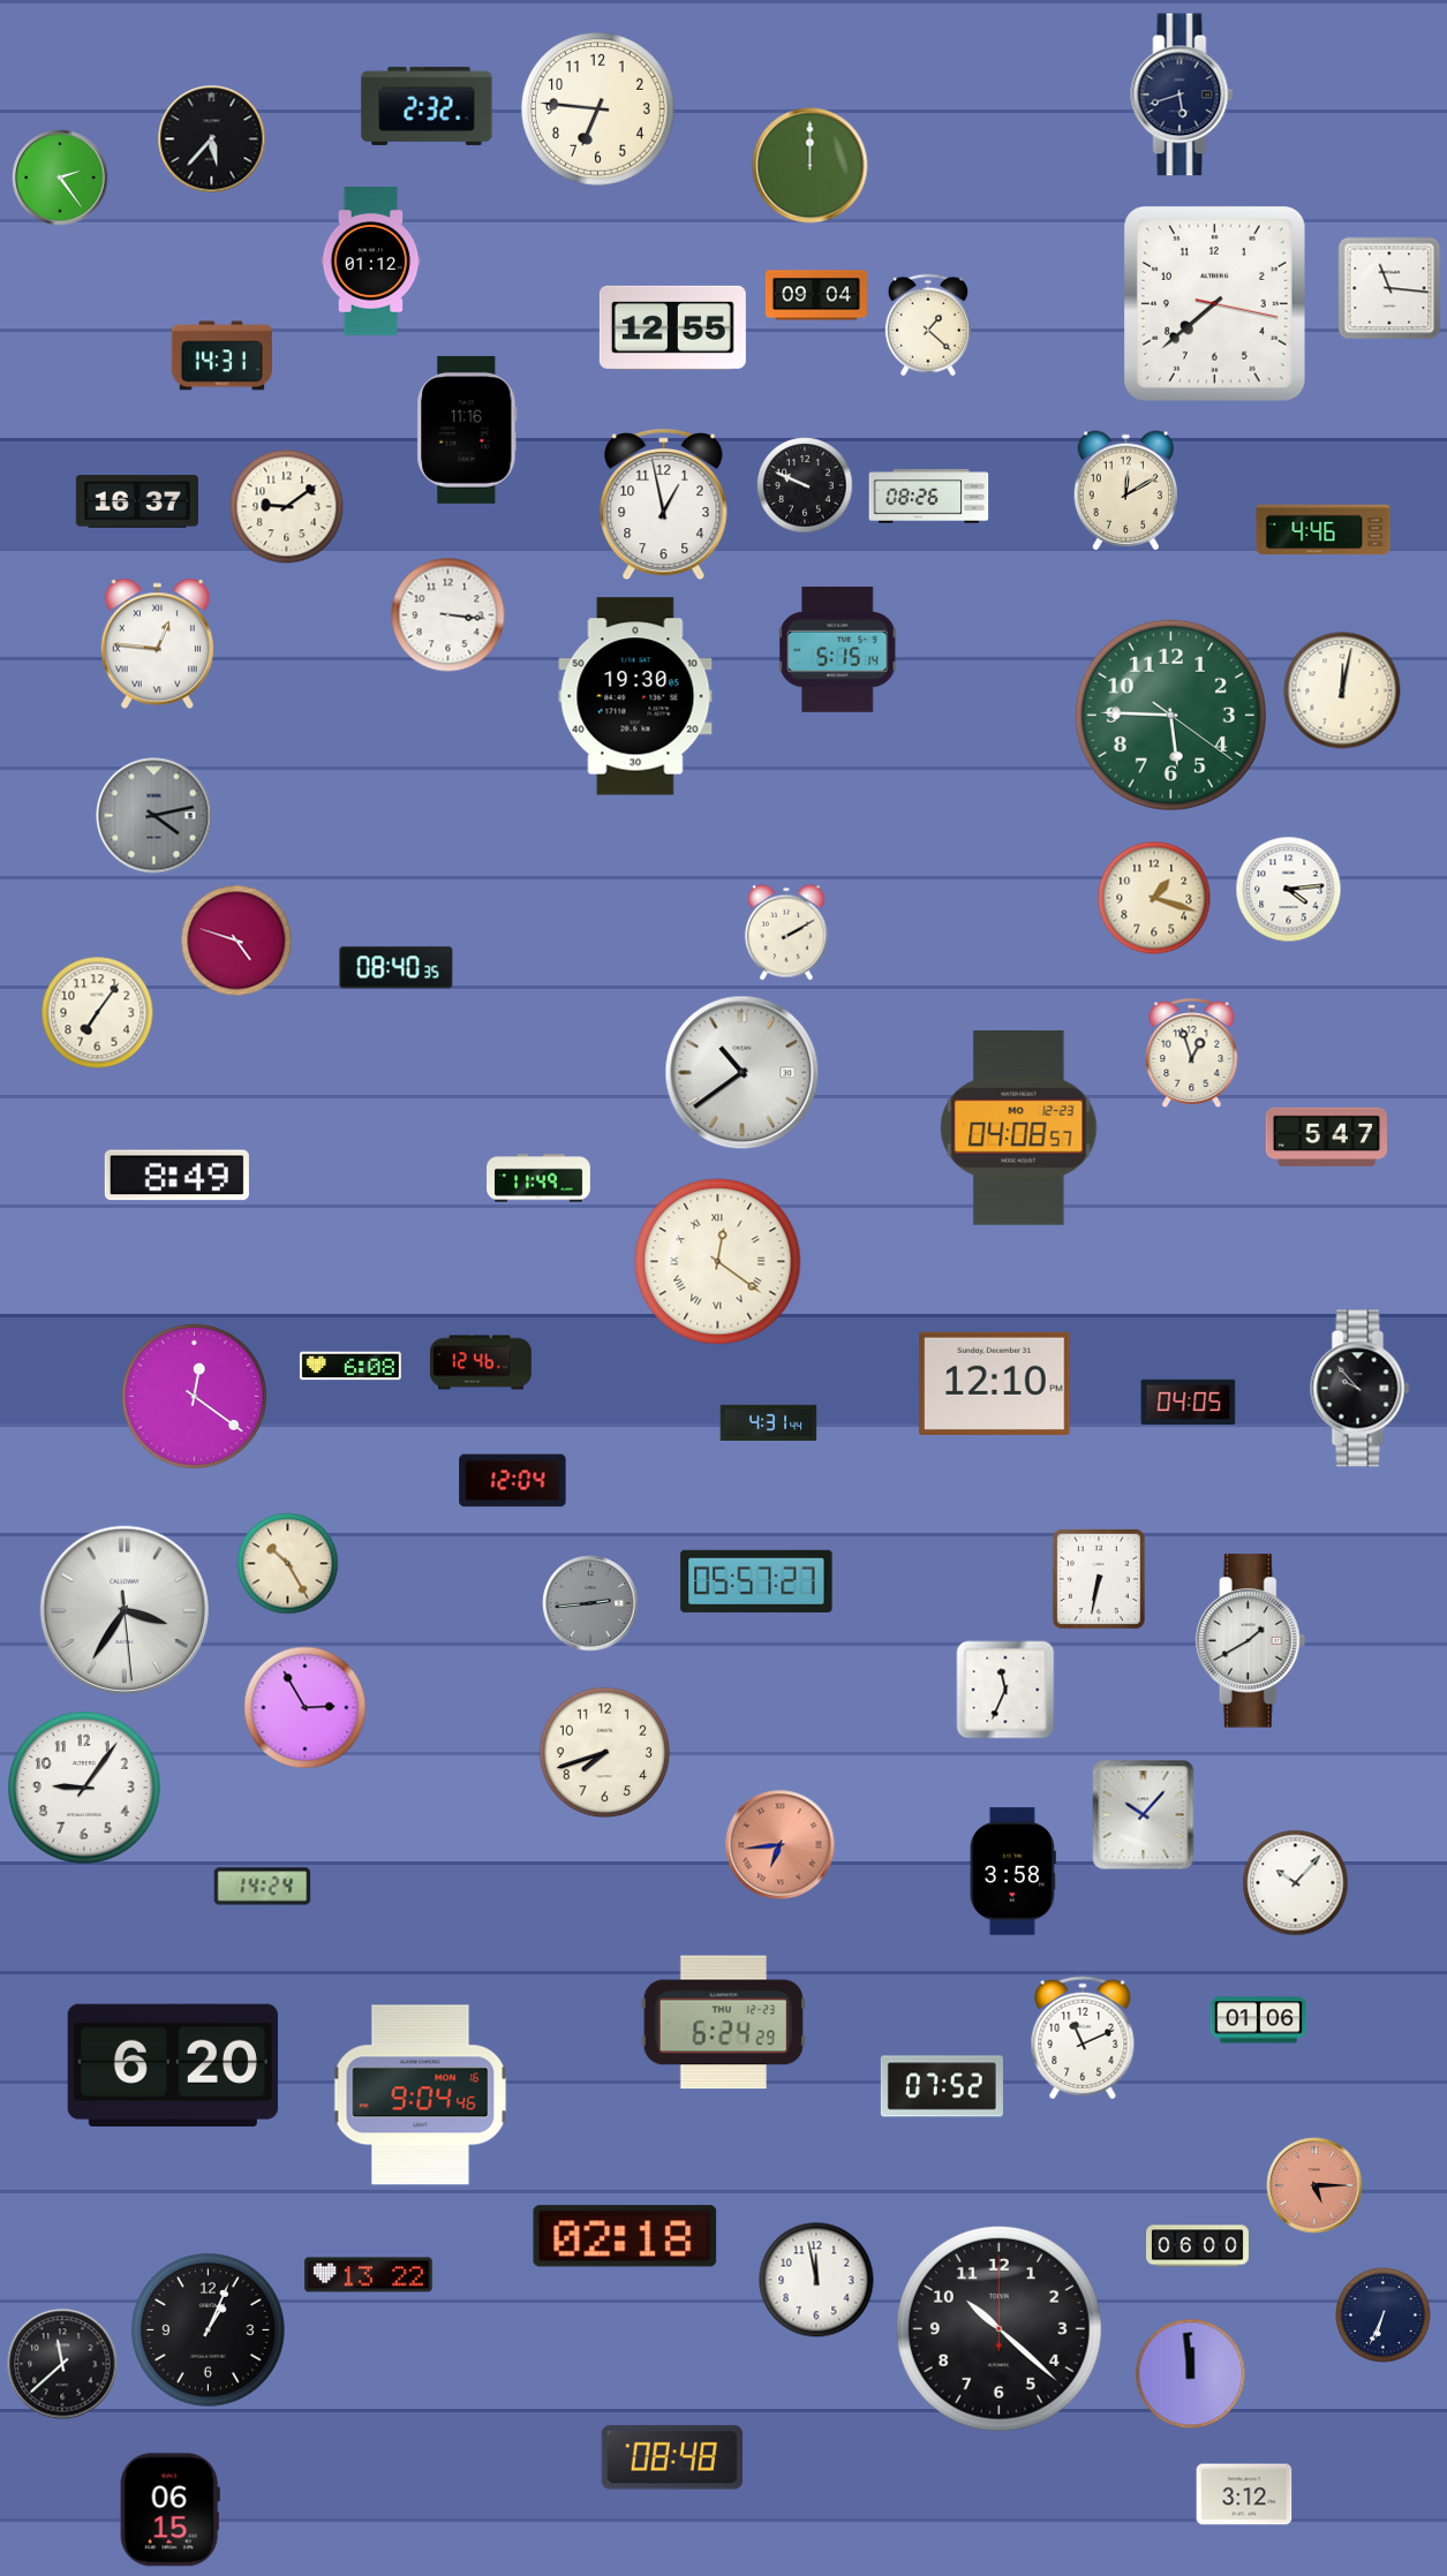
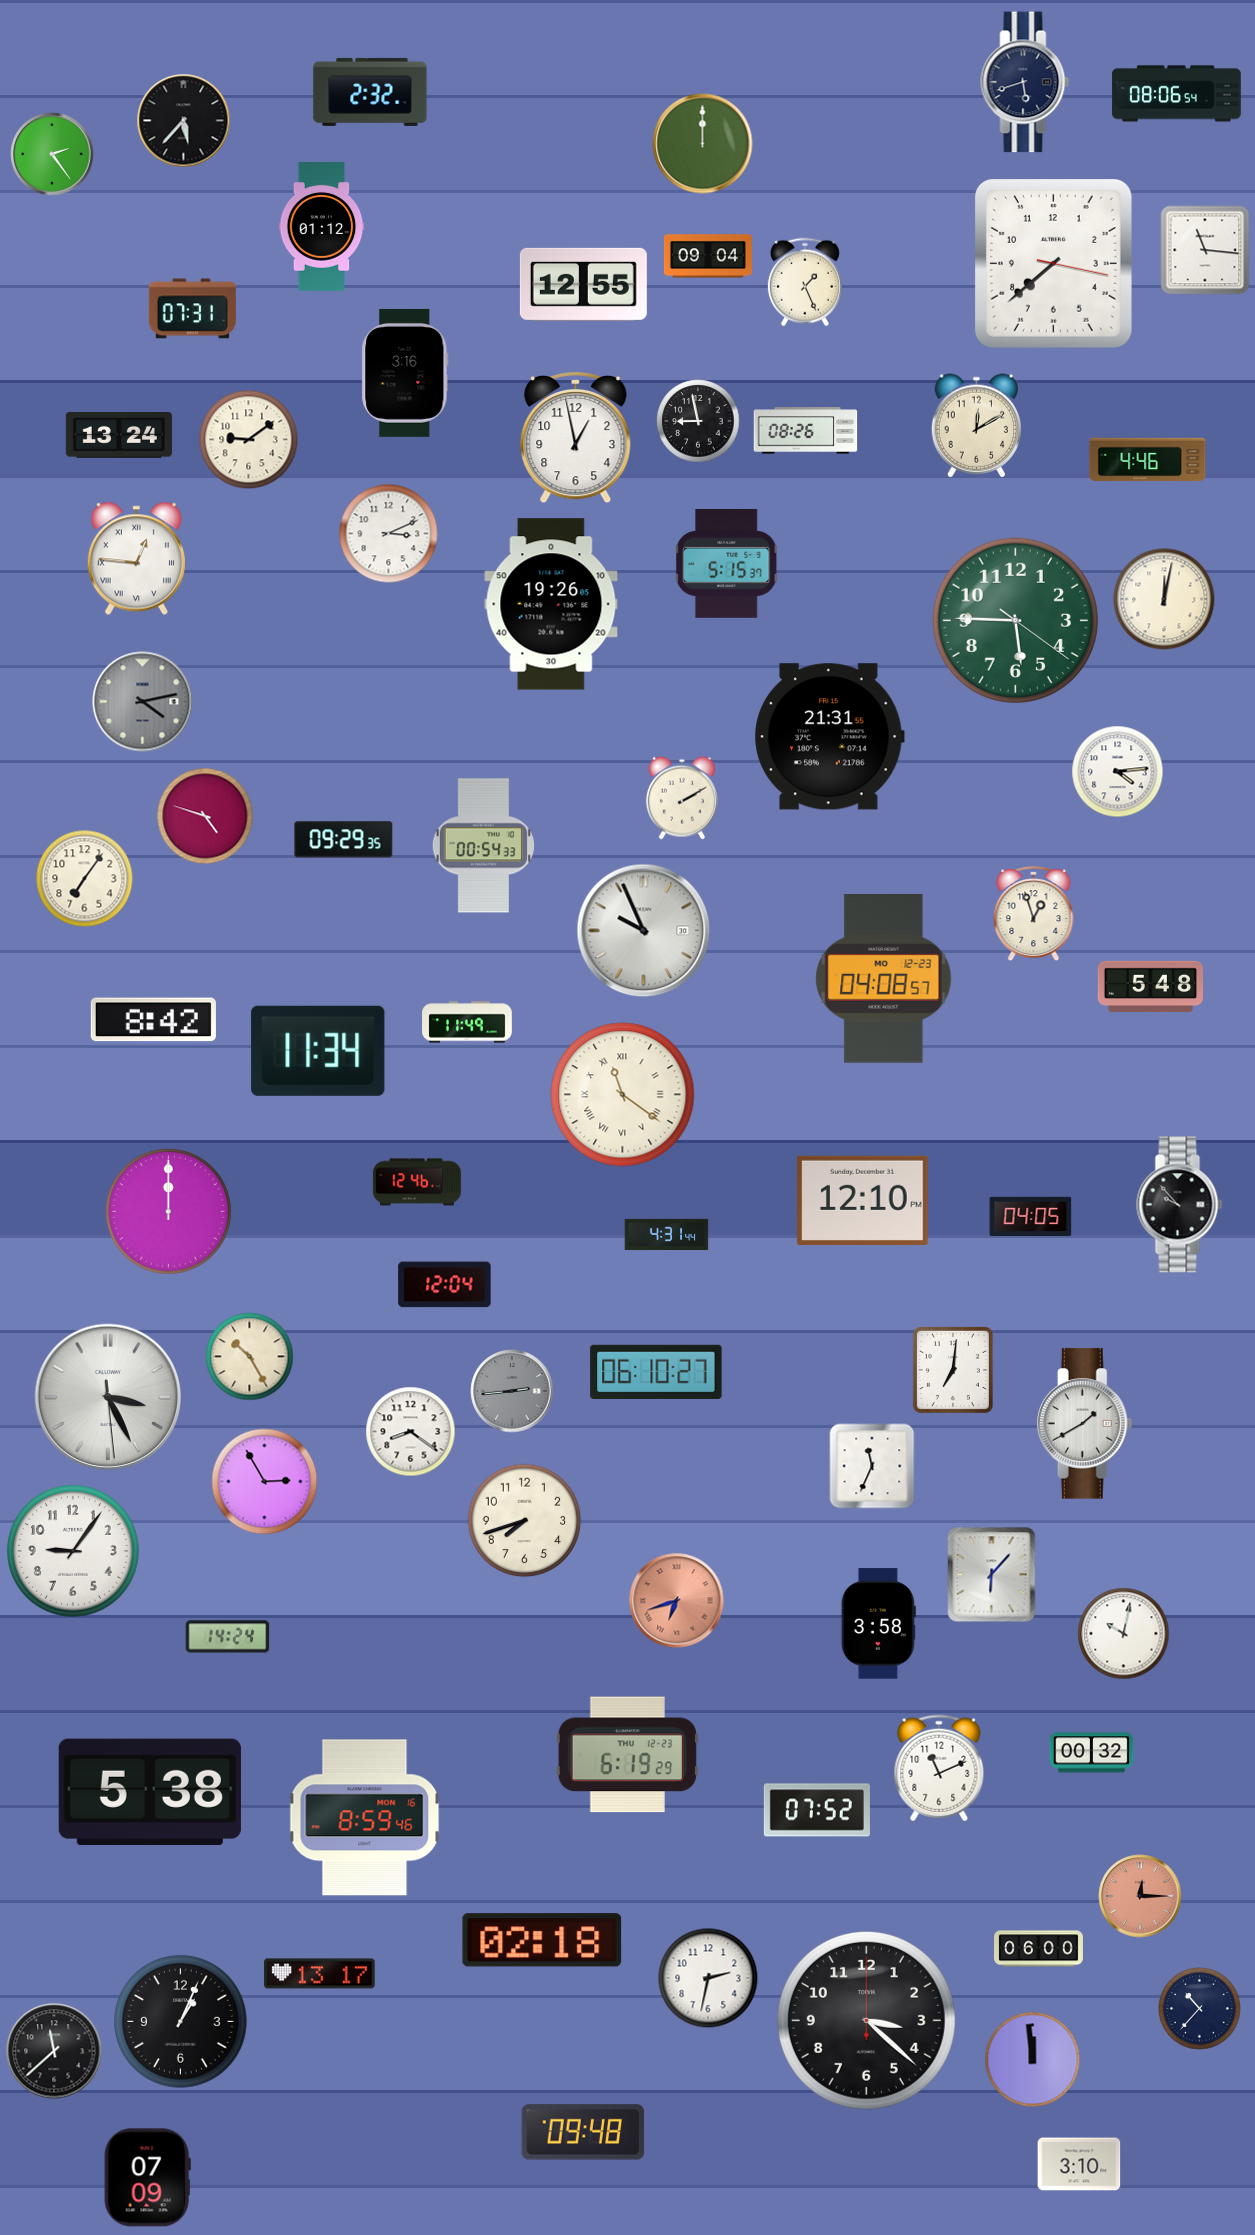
clock at (1177, 94): none -> 08:06
clock at (598, 109): 6:46 -> none
clock at (928, 325): 1:22 -> 1:26
clock at (221, 356): 14:31 -> 07:31
clock at (467, 430): 11:16 -> 3:16
clock at (805, 485): 9:49 -> 8:58
clock at (137, 503): 16:37 -> 13:24
clock at (449, 615): 3:16 -> 3:11
clock at (839, 649): 5:15:14 -> 5:15:37
clock at (635, 696): 19:30 -> 19:26
clock at (155, 816) position: (155, 816) -> (143, 702)
clock at (829, 737): none -> 21:31
clock at (1154, 898): 1:18 -> none
clock at (786, 932) position: (786, 932) -> (682, 798)
clock at (397, 968): 08:40 -> 09:29
clock at (483, 846): none -> 00:54
clock at (743, 1073): 10:39 -> 9:56
clock at (1326, 1138): 5:47 -> 5:48
clock at (176, 1176): 8:49 -> 8:42
clock at (318, 1051): none -> 11:34
clock at (718, 1262): 12:21 -> 11:21
clock at (351, 1366): 6:08 -> none
clock at (194, 1396): 12:21 -> 12:00
clock at (1099, 1579): 6:32 -> 7:01
clock at (756, 1581): 05:57 -> 06:10
clock at (125, 1610): 3:35 -> 3:25
clock at (411, 1432): none -> 8:21
clock at (1144, 1815): 10:07 -> 6:07
clock at (781, 1845): 6:44 -> 6:42
clock at (1296, 1883): 10:07 -> 10:02
clock at (1259, 2020): 01:06 -> 00:32
clock at (723, 2023): 6:24 -> 6:19
clock at (173, 2064): 6:20 -> 5:38
clock at (421, 2095): 9:04 -> 8:59
clock at (1314, 2185): 5:15 -> 12:15
clock at (369, 2275): 13:22 -> 13:17
clock at (816, 2280): 11:58 -> 2:32
clock at (1384, 2316): 6:34 -> 10:37
clock at (998, 2328): 10:22 -> 3:22
clock at (672, 2457): 08:48 -> 09:48
clock at (1244, 2494): 3:12 -> 3:10
clock at (169, 2510): 06:15 -> 07:09
